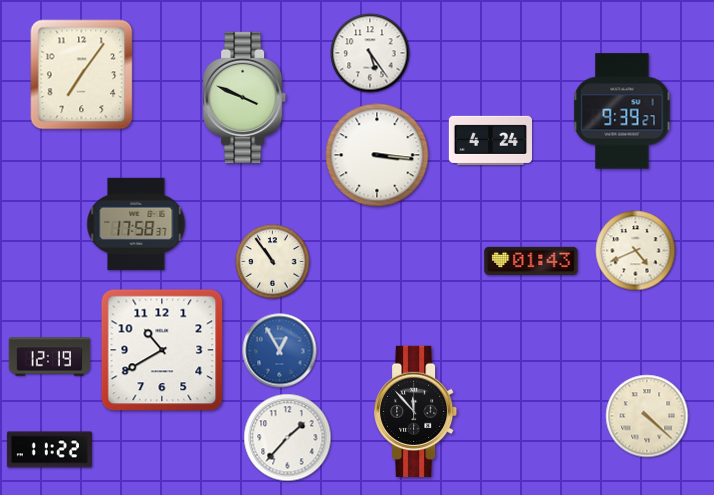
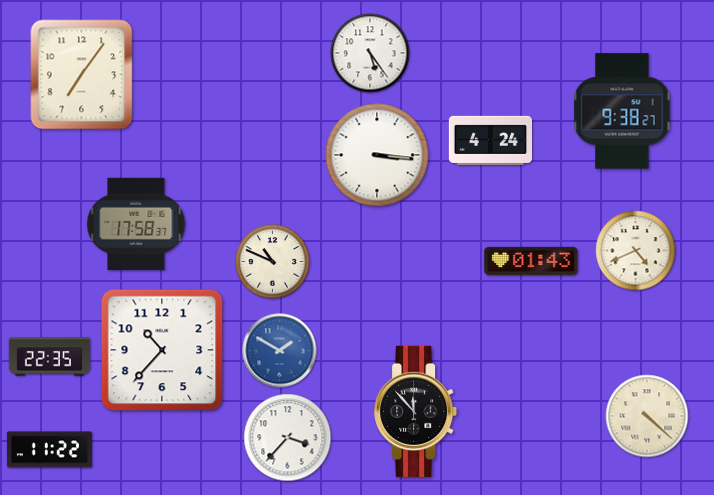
clock at (245, 97): 3:49 -> none
clock at (622, 111): 9:39 -> 9:38
clock at (273, 262): 10:54 -> 10:49
clock at (162, 350): 10:40 -> 10:37
clock at (280, 351): 12:55 -> 1:50
clock at (50, 357): 12:19 -> 22:35
clock at (288, 438): 1:37 -> 3:37
